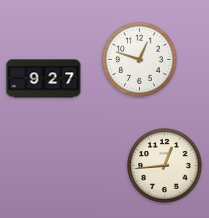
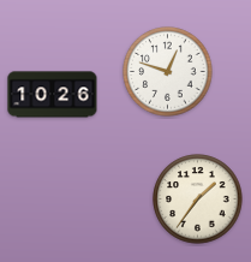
clock at (44, 79): 9:27 -> 10:26
clock at (165, 166): 12:44 -> 1:36
